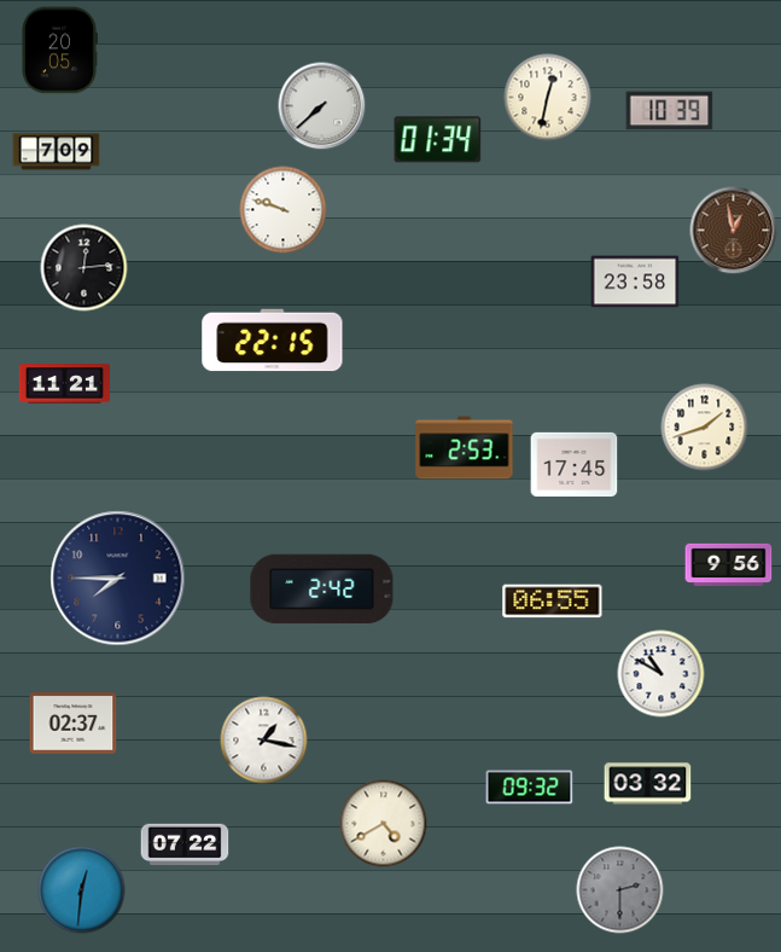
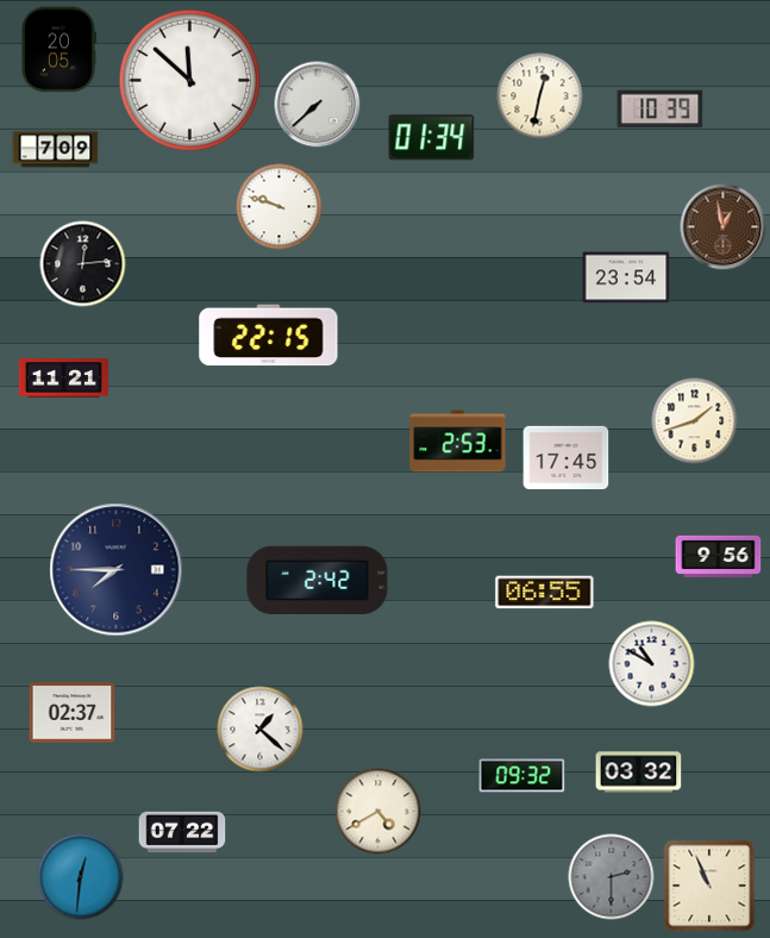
clock at (190, 81): none -> 11:52
clock at (635, 281): 23:58 -> 23:54
clock at (264, 741): 1:17 -> 1:22
clock at (709, 886): none -> 10:56
